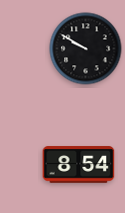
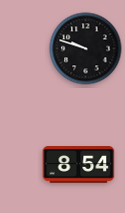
clock at (86, 49): 9:50 -> 9:48
